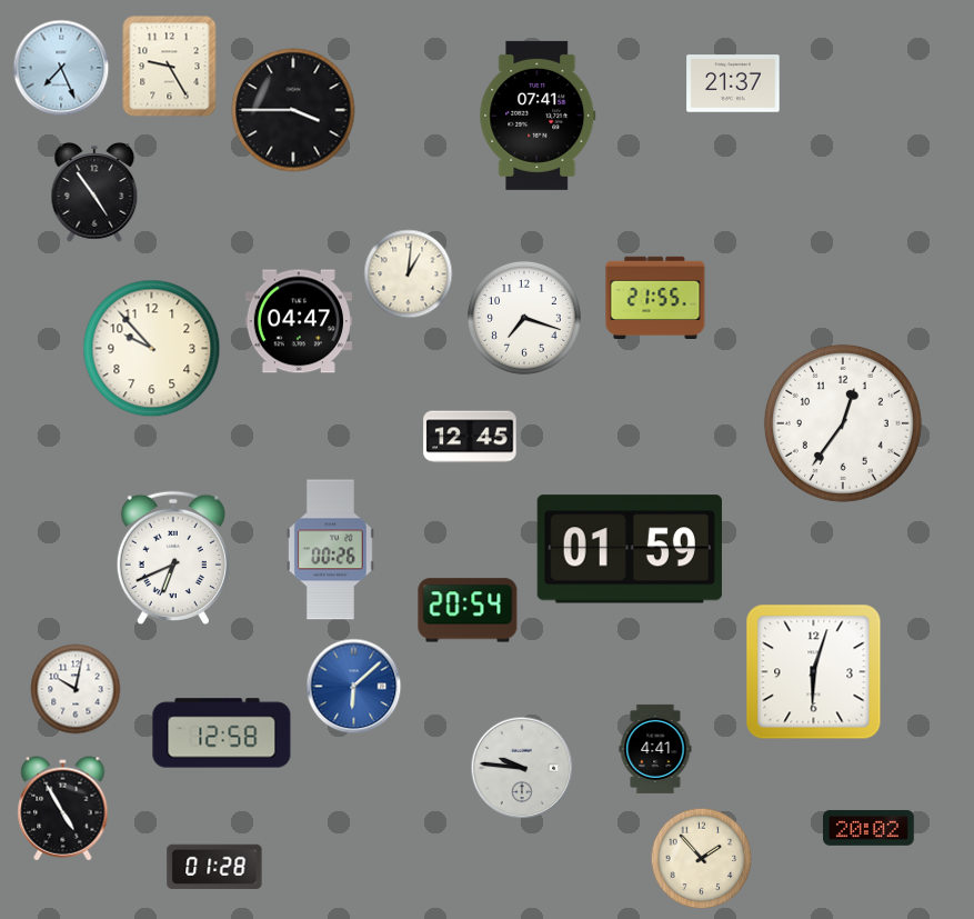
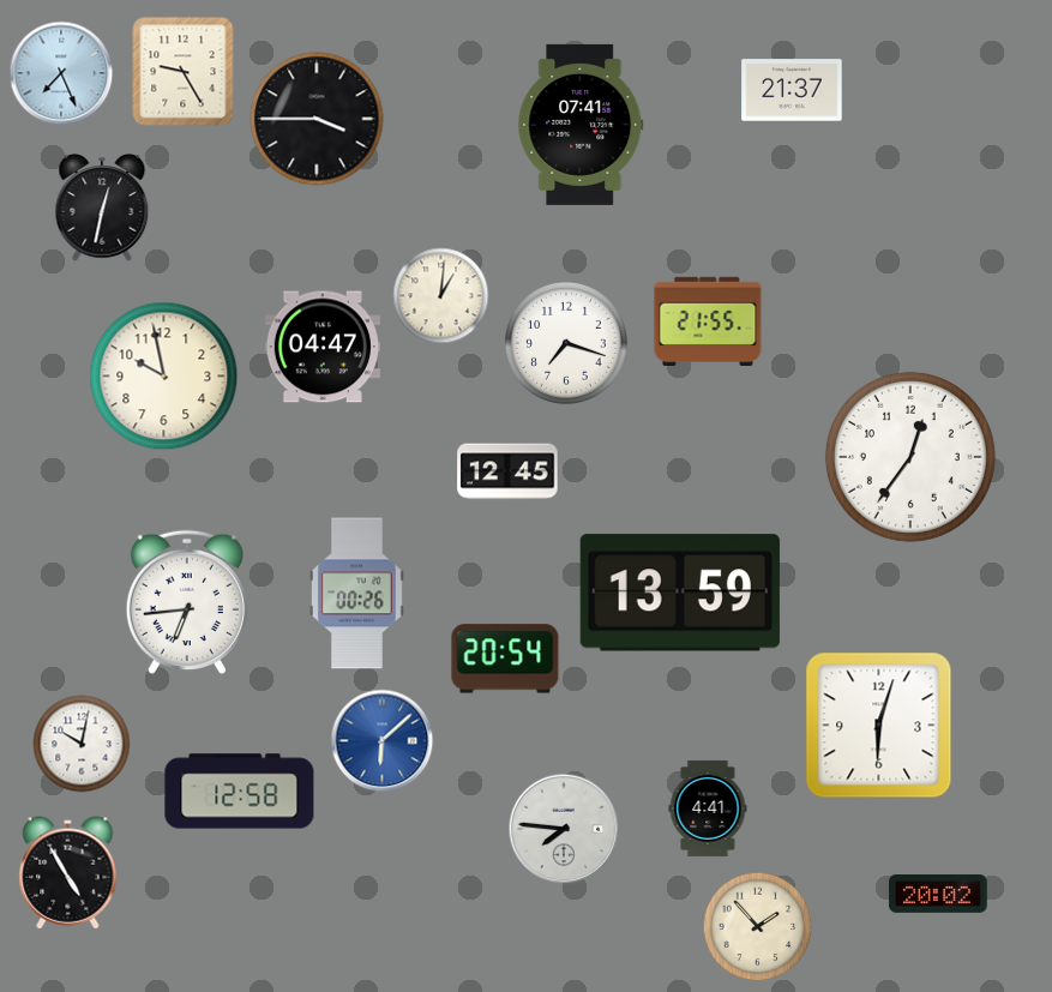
clock at (61, 68) position: (61, 68) -> (61, 73)
clock at (94, 192): 4:54 -> 12:32
clock at (152, 349): 9:53 -> 9:58
clock at (630, 549): 01:59 -> 13:59
clock at (173, 558): 6:41 -> 6:44
clock at (522, 768): 9:46 -> 7:46
clock at (214, 867): 01:28 -> none
